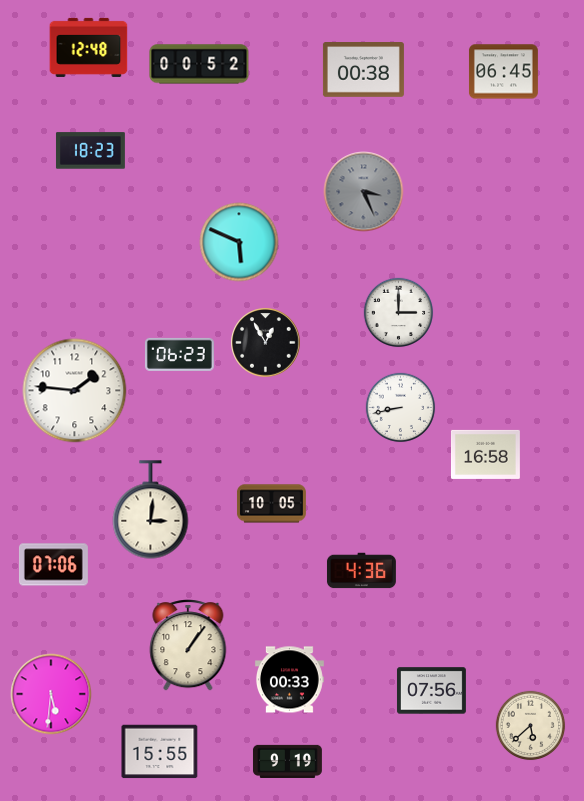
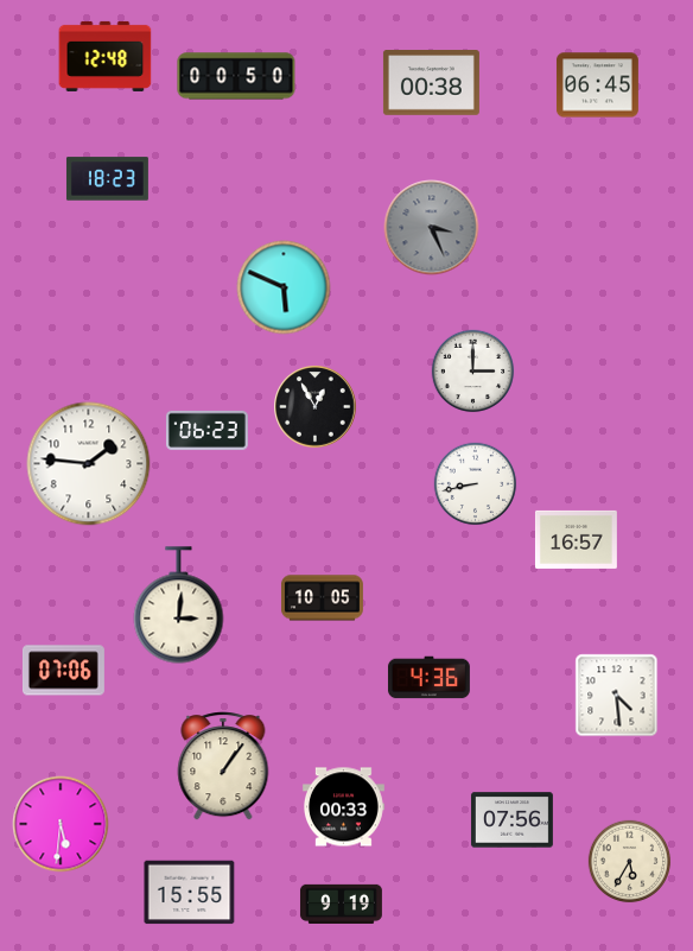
clock at (199, 64): 00:52 -> 00:50
clock at (179, 354) position: (179, 354) -> (206, 430)
clock at (485, 454): 16:58 -> 16:57
clock at (617, 696): none -> 4:29
clock at (531, 726): 5:38 -> 5:35
